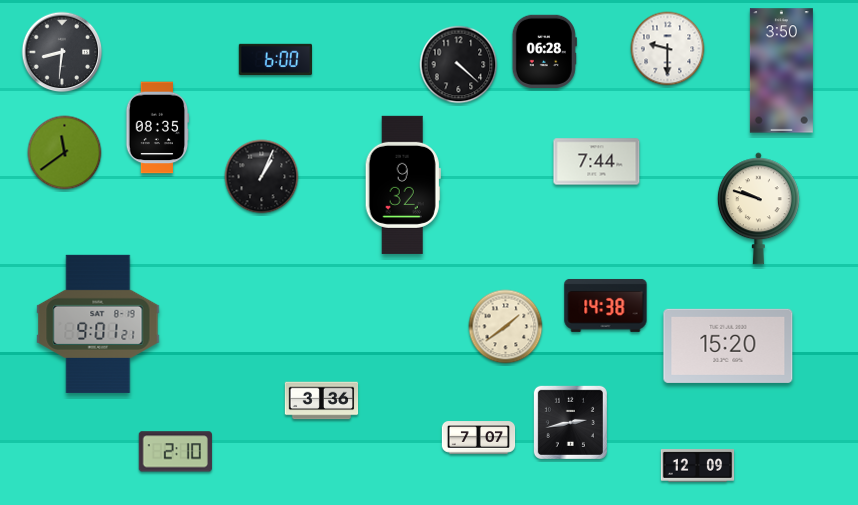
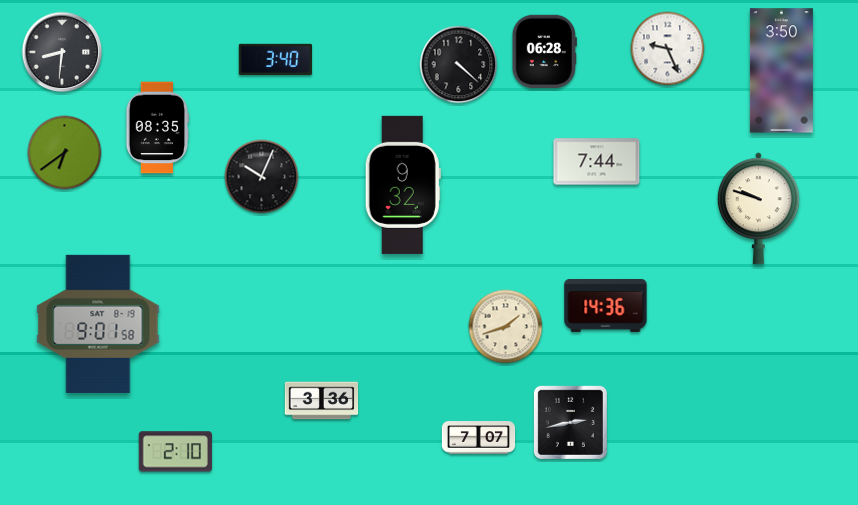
clock at (668, 49): 9:30 -> 9:26
clock at (275, 59): 6:00 -> 3:40
clock at (65, 153): 11:39 -> 6:39
clock at (262, 177): 1:04 -> 10:04
clock at (606, 305): 14:38 -> 14:36
clock at (98, 324): 9:01:21 -> 9:01:58
clock at (506, 327): 1:39 -> 1:42
clock at (728, 346): 15:20 -> none
clock at (698, 466): 12:09 -> none
